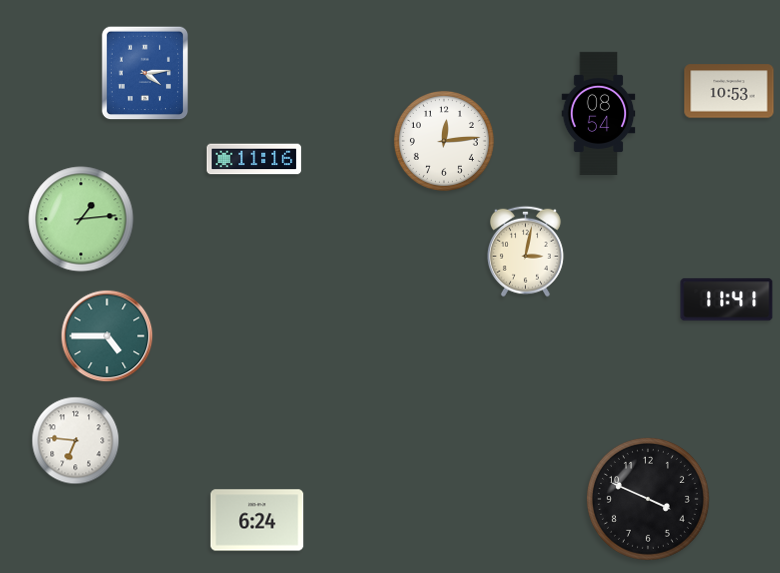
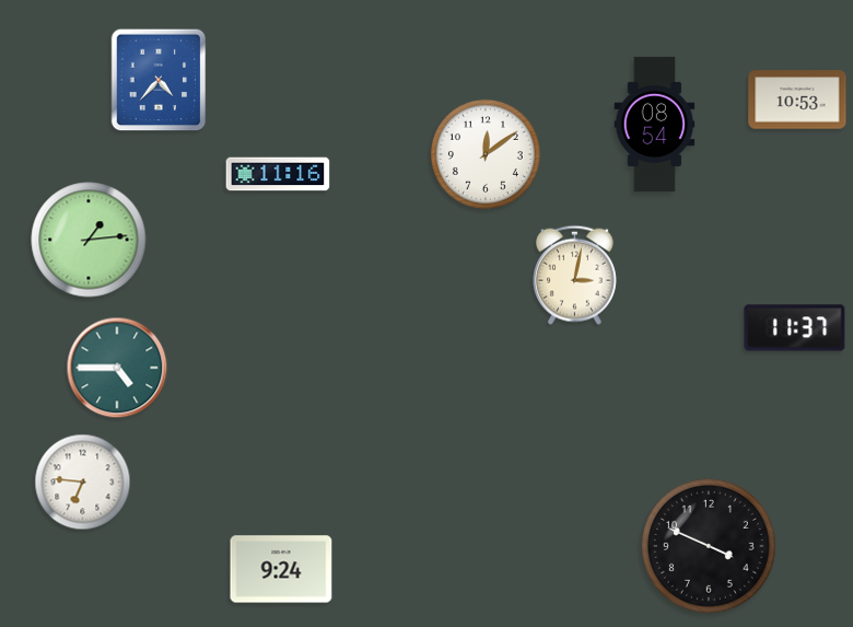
clock at (145, 73): 4:14 -> 4:37
clock at (444, 141): 12:14 -> 12:09
clock at (727, 300): 11:41 -> 11:37
clock at (257, 520): 6:24 -> 9:24
